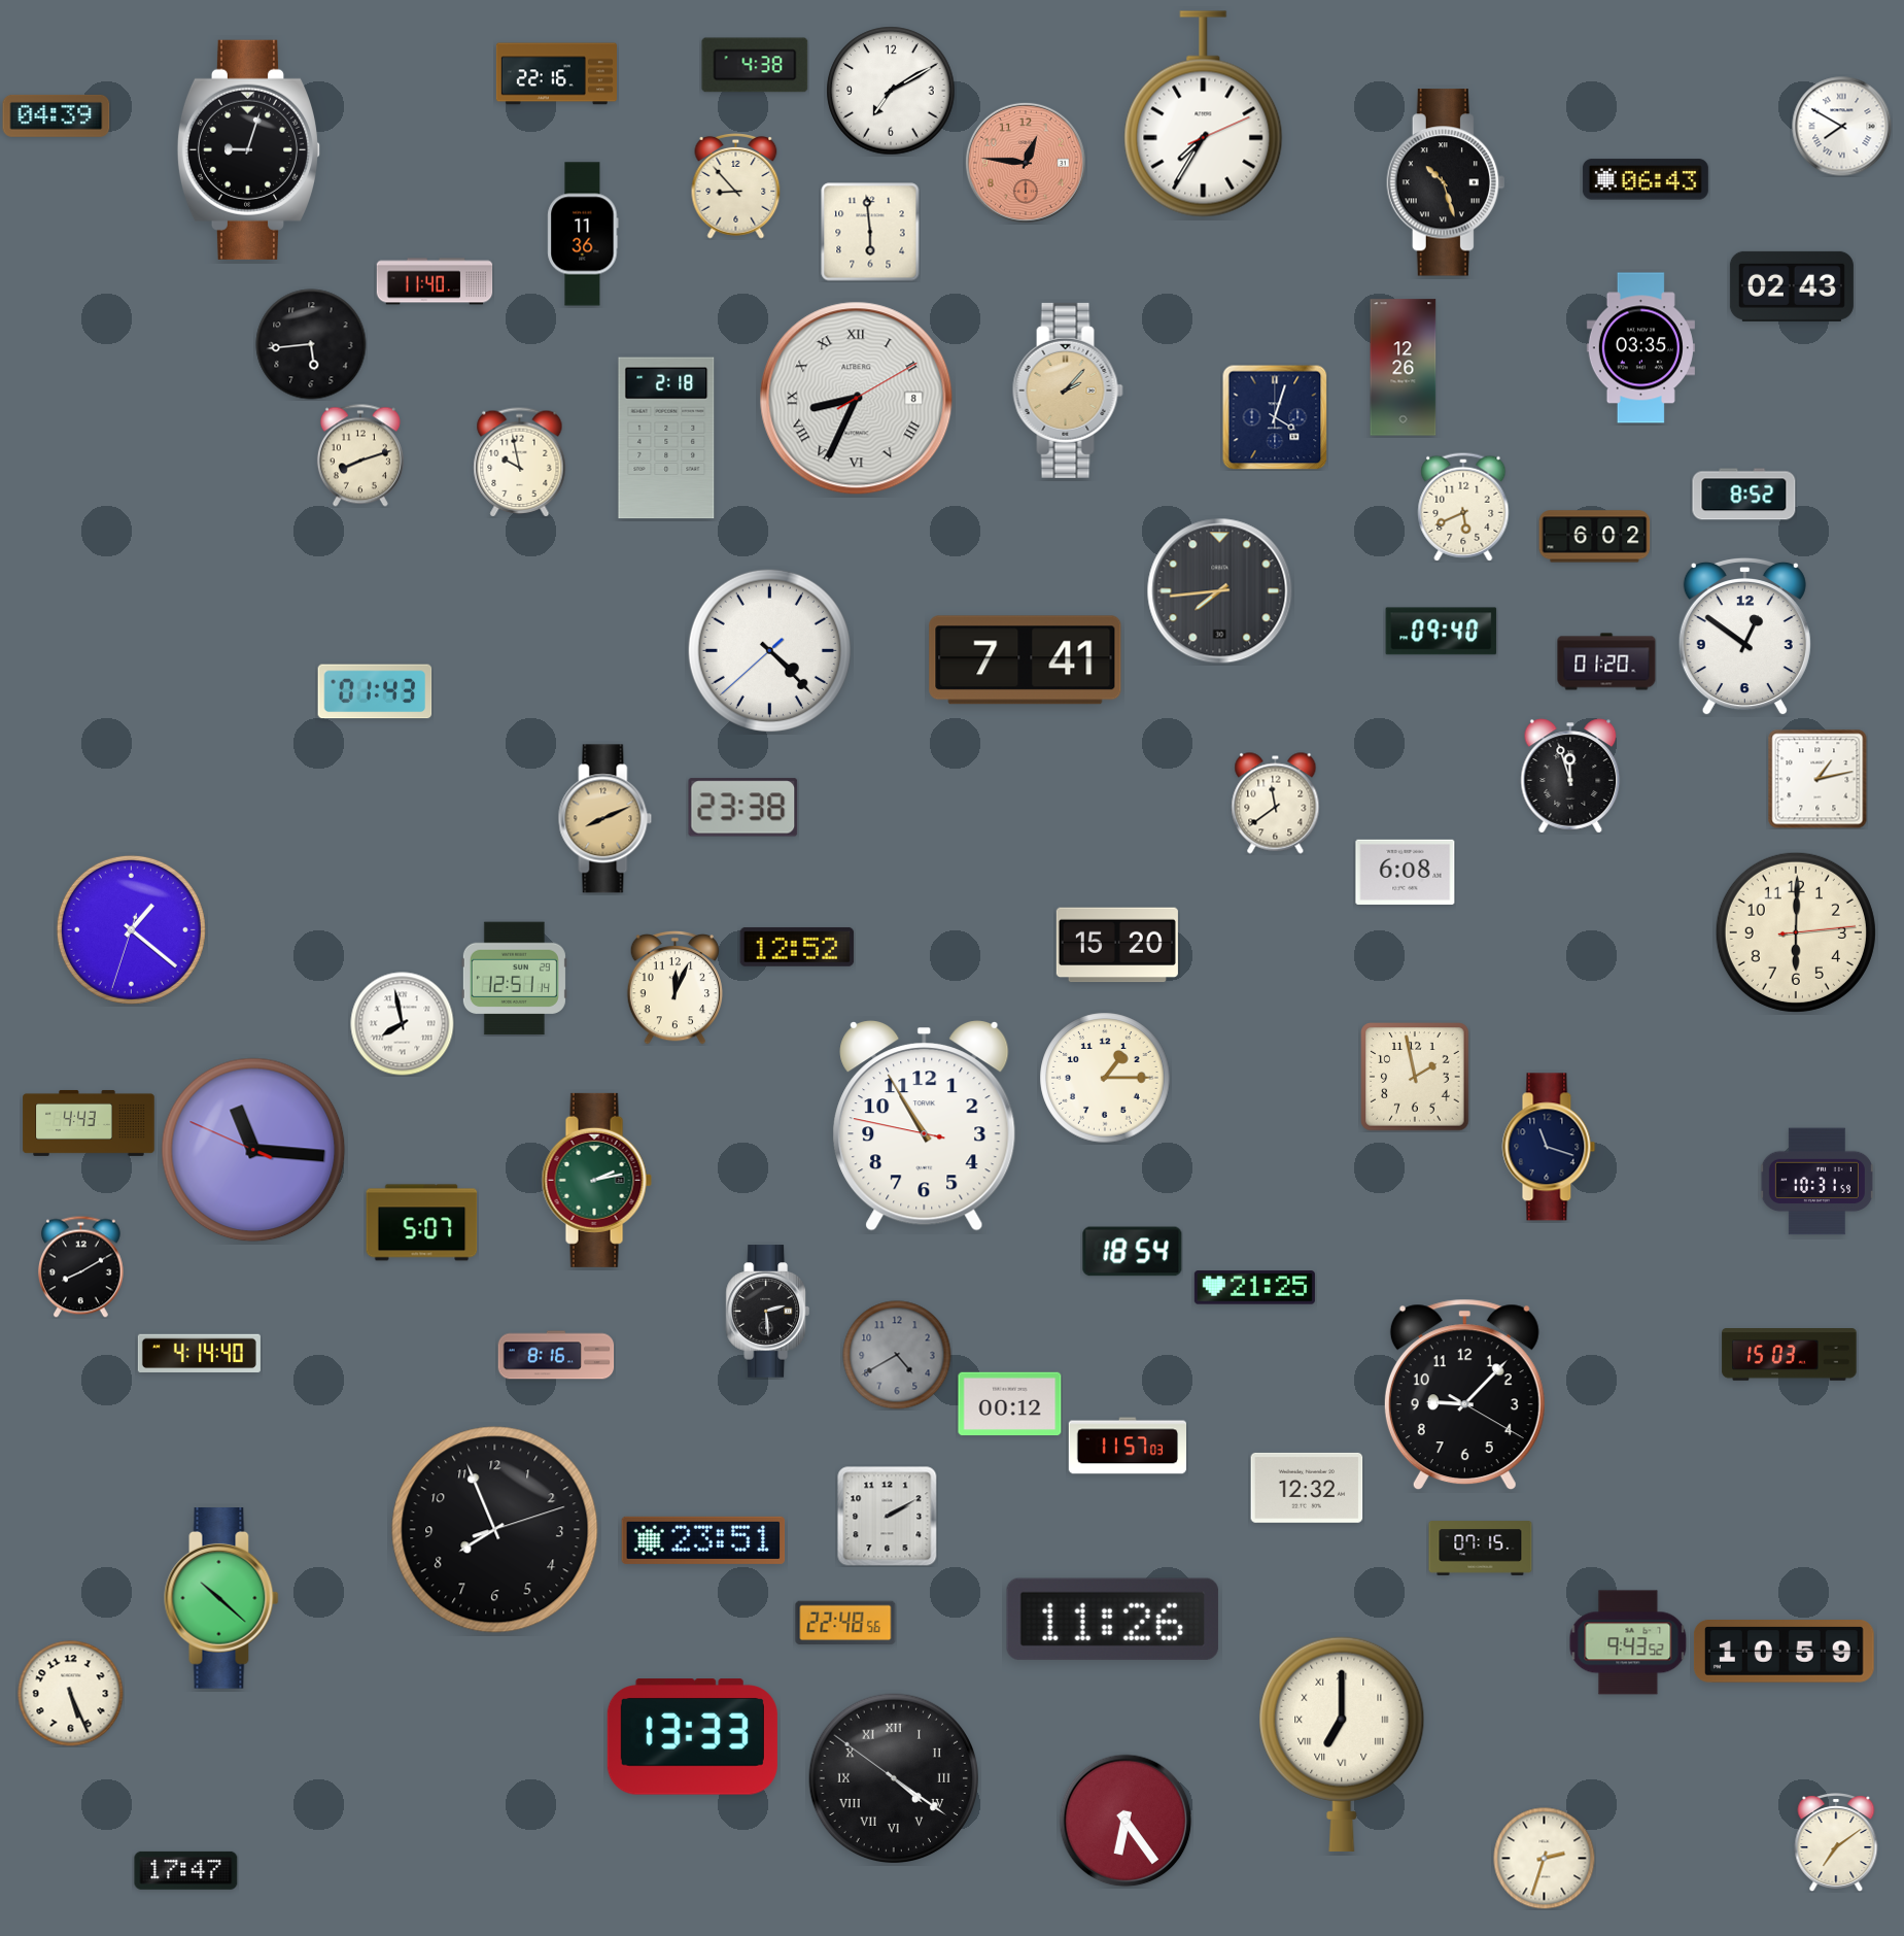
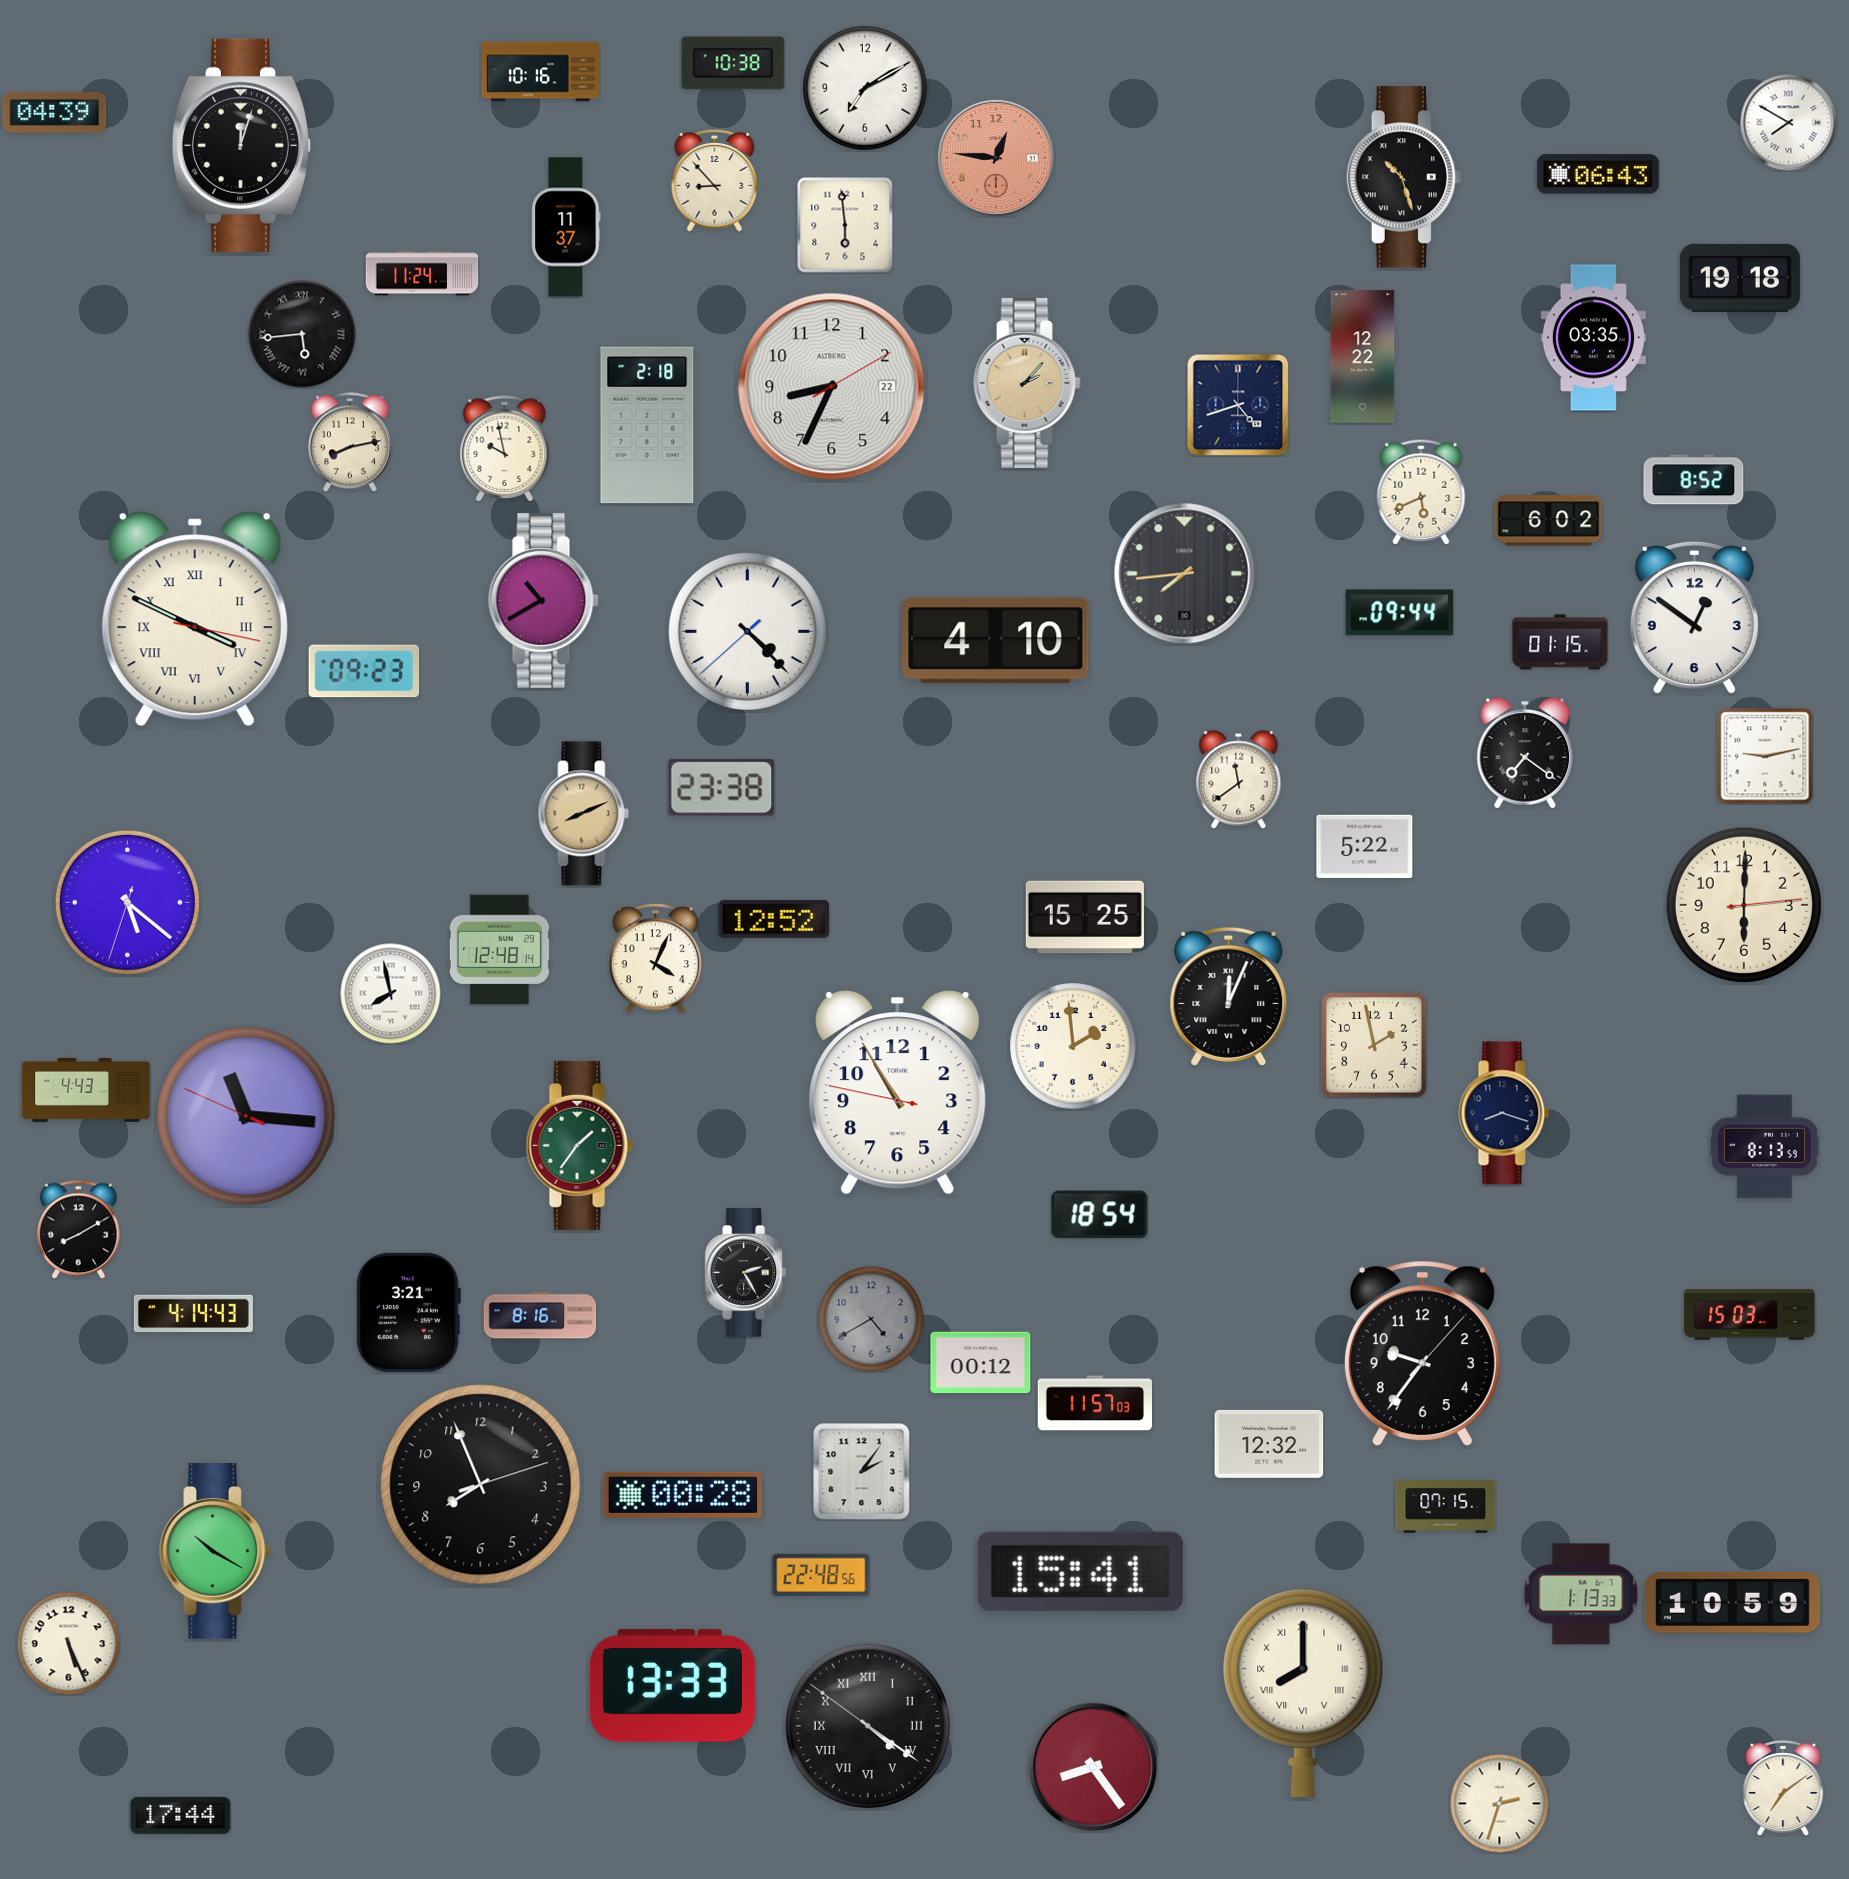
clock at (755, 65): 4:38 -> 10:38
clock at (556, 74): 22:16 -> 10:16
clock at (1204, 114): 7:35 -> none
clock at (248, 149): 9:03 -> 12:03
clock at (583, 234): 11:36 -> 11:37
clock at (435, 281): 11:40 -> 11:24
clock at (1792, 286): 02:43 -> 19:18
clock at (311, 344) numerals: Arabic -> Roman
clock at (1404, 368): 12:26 -> 12:22
clock at (1068, 390) position: (1068, 390) -> (1027, 383)
clock at (857, 399) date: 8 -> 22
clock at (857, 399) numerals: Roman -> Arabic
clock at (1275, 417): 4:03 -> 4:42
clock at (360, 455): 8:12 -> 8:13
clock at (543, 600): none -> 10:40
clock at (1442, 632): 09:40 -> 09:44
clock at (195, 619): none -> 3:49
clock at (1026, 660): 7:41 -> 4:10
clock at (1606, 661): 01:20 -> 01:15
clock at (375, 691): 01:43 -> 09:23
clock at (1570, 776): 11:57 -> 7:21
clock at (1818, 779): 1:13 -> 9:13
clock at (743, 808) position: (743, 808) -> (722, 788)
clock at (605, 819) position: (605, 819) -> (584, 814)
clock at (1406, 872): 6:08 -> 5:22
clock at (131, 929): 1:21 -> 5:21
clock at (1117, 945): 15:20 -> 15:25
clock at (514, 979): 12:51 -> 12:48
clock at (674, 988): 12:04 -> 4:04
clock at (1229, 996): none -> 12:04
clock at (1105, 1078): 1:15 -> 1:59
clock at (1549, 1147): 11:18 -> 8:18
clock at (596, 1180): 2:13 -> 1:36
clock at (1816, 1182): 10:31 -> 8:13
clock at (422, 1223): 5:07 -> none
clock at (1254, 1288): 21:25 -> none
clock at (767, 1312): 2:29 -> 2:25
clock at (408, 1312): none -> 3:21
clock at (199, 1354): 4:14:40 -> 4:14:43
clock at (897, 1355) position: (897, 1355) -> (871, 1319)
clock at (1790, 1355) position: (1790, 1355) -> (1750, 1315)
clock at (1464, 1395): 9:07 -> 9:36
clock at (888, 1517): 2:10 -> 2:06
clock at (703, 1540): 23:51 -> 00:28
clock at (1481, 1549) position: (1481, 1549) -> (1446, 1507)
clock at (221, 1599): 10:22 -> 10:20
clock at (1112, 1619): 11:26 -> 15:41
clock at (1628, 1642): 9:43 -> 1:13
clock at (1342, 1743): 7:00 -> 8:00
clock at (1126, 1821): 6:24 -> 8:24
clock at (186, 1870): 17:47 -> 17:44
